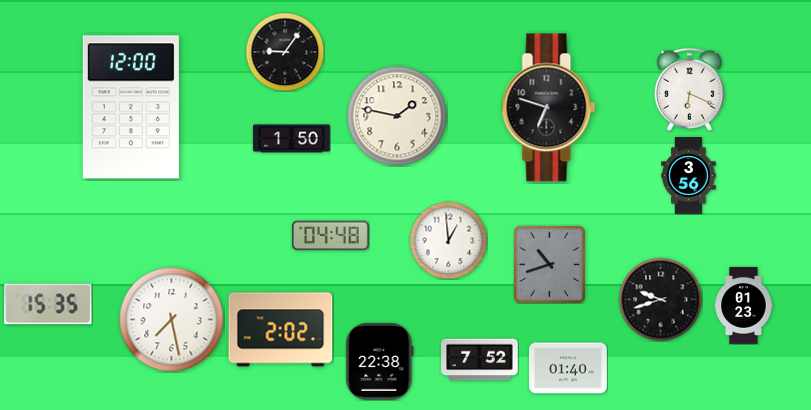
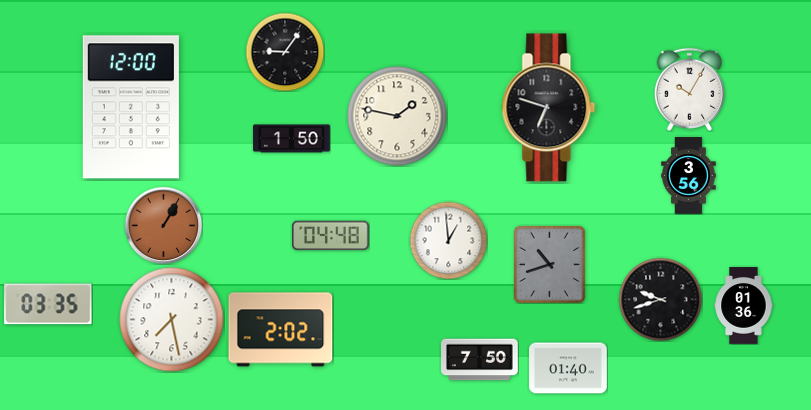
clock at (689, 89): 6:19 -> 10:05
clock at (163, 225): none -> 1:05
clock at (48, 304): 15:35 -> 03:35
clock at (744, 306): 01:23 -> 01:36
clock at (480, 360): 7:52 -> 7:50
clock at (380, 361): 22:38 -> none
